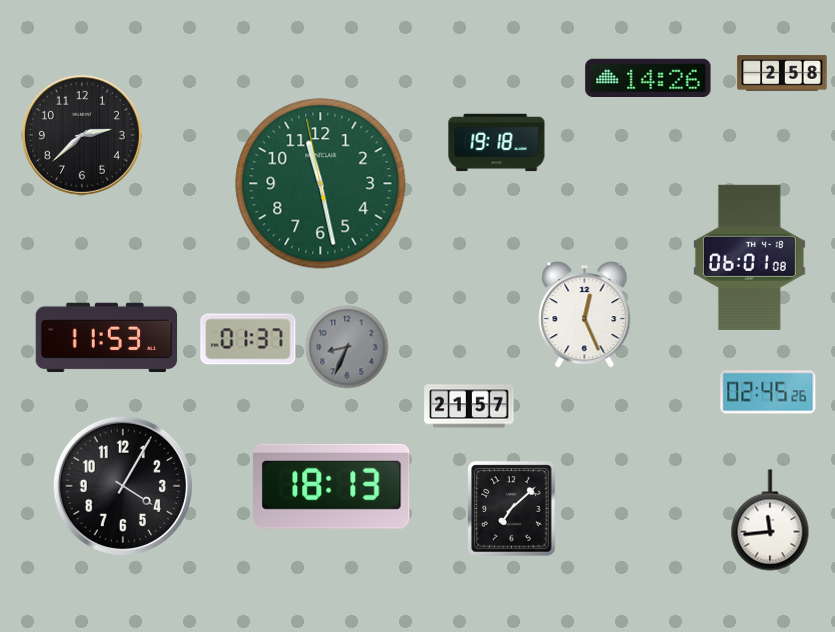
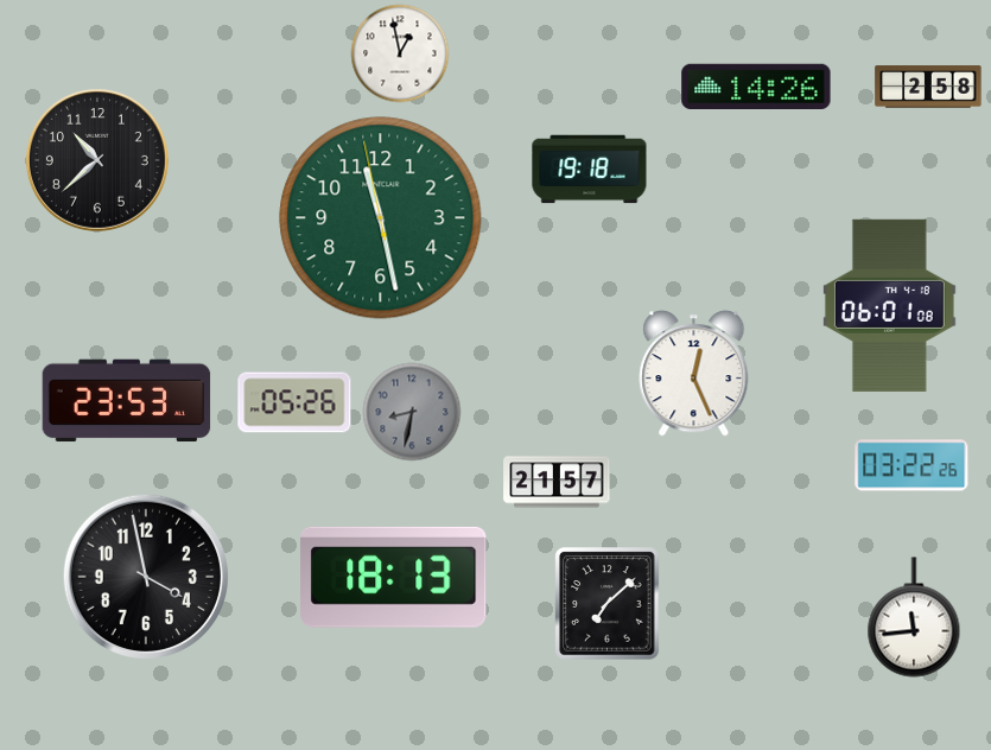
clock at (400, 53): none -> 12:58
clock at (648, 77) position: (648, 77) -> (756, 85)
clock at (82, 135): 2:38 -> 10:38
clock at (107, 338): 11:53 -> 23:53
clock at (248, 339): 01:37 -> 05:26
clock at (347, 347): 8:34 -> 8:32
clock at (768, 392): 02:45 -> 03:22
clock at (122, 485): 4:05 -> 3:58
